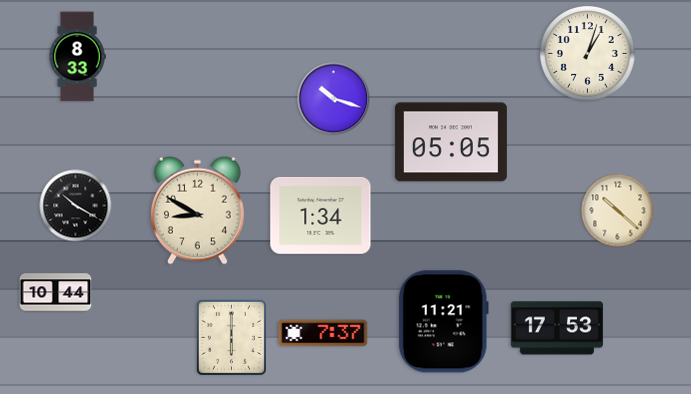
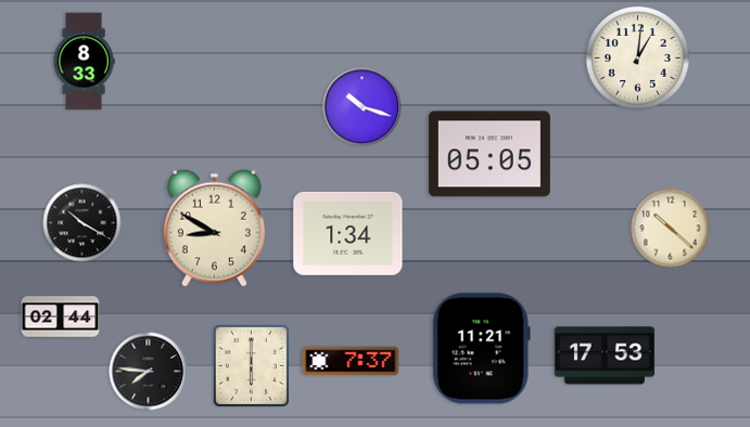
clock at (588, 54): 1:03 -> 1:01
clock at (56, 293): 10:44 -> 02:44
clock at (149, 372): none -> 7:46
